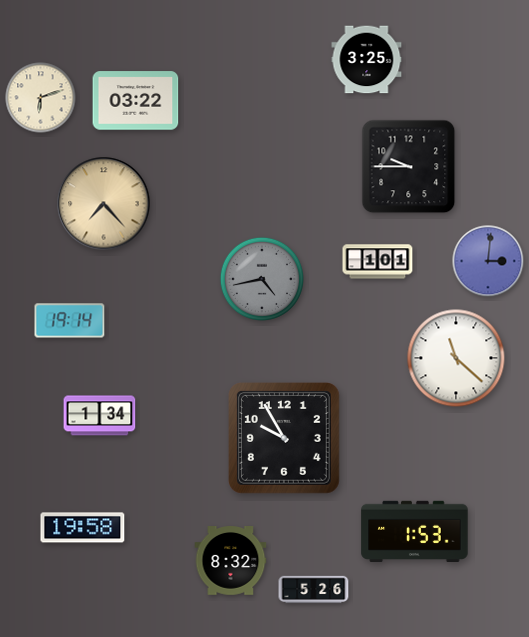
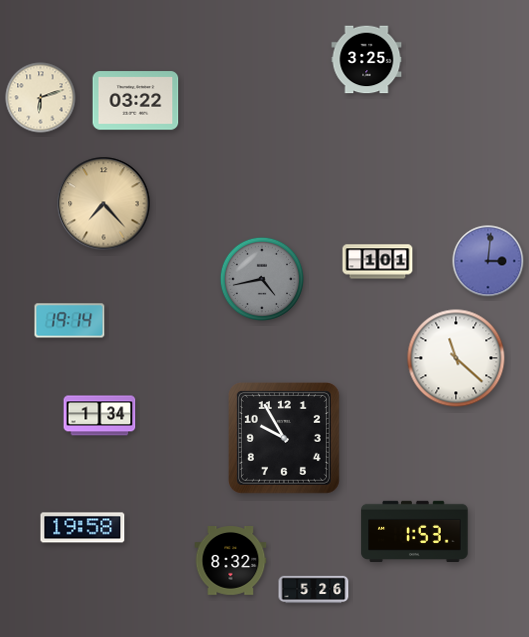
clock at (409, 167): 9:45 -> none
